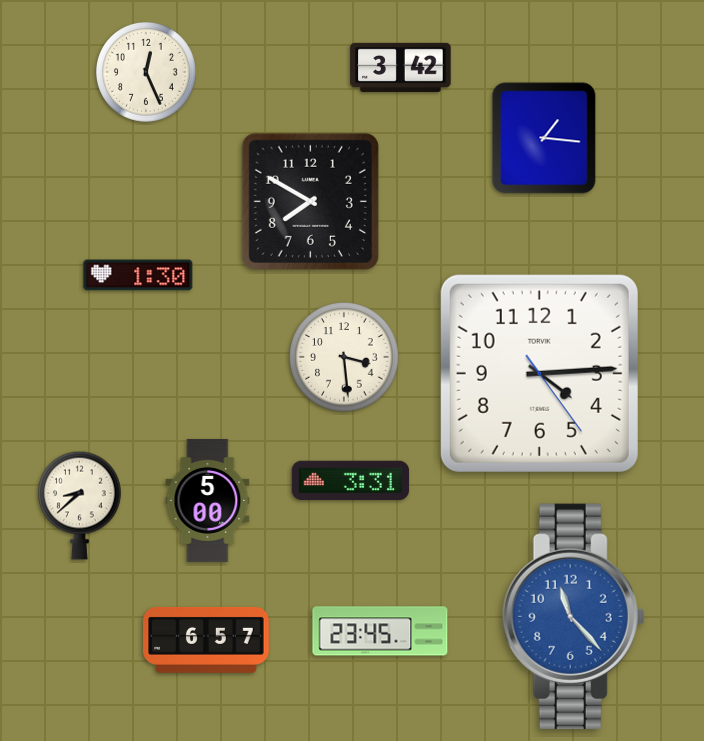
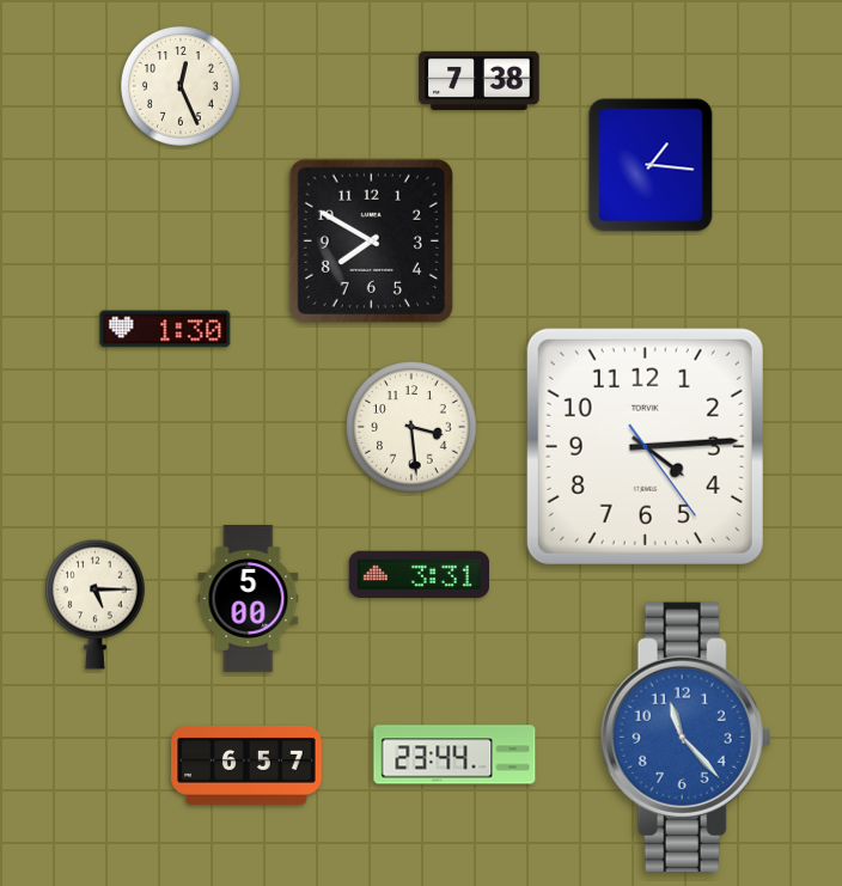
clock at (401, 67): 3:42 -> 7:38
clock at (147, 73) position: (147, 73) -> (182, 87)
clock at (80, 505): 8:38 -> 5:15
clock at (380, 631): 23:45 -> 23:44
